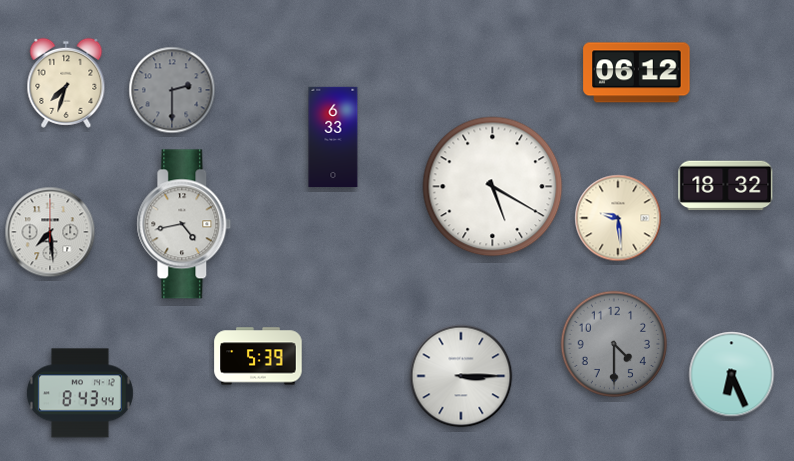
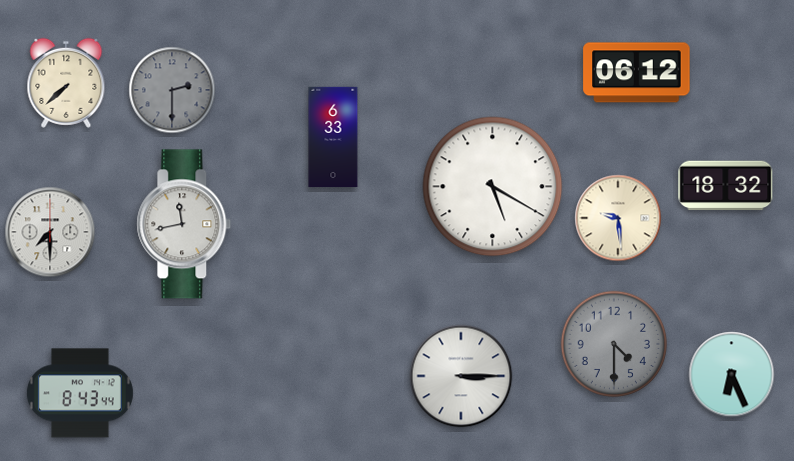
clock at (66, 83): 7:33 -> 7:38
clock at (184, 224): 4:43 -> 11:43
clock at (50, 232): 7:29 -> 7:30
clock at (258, 356): 5:39 -> none
